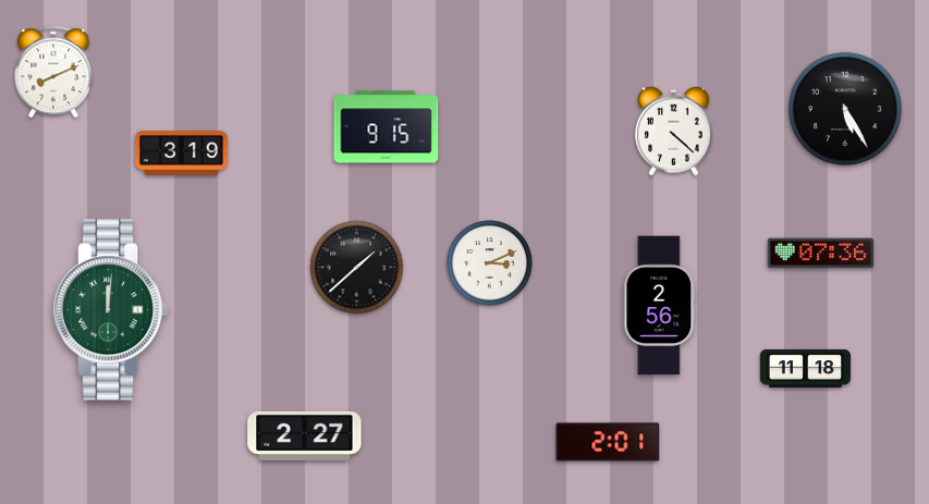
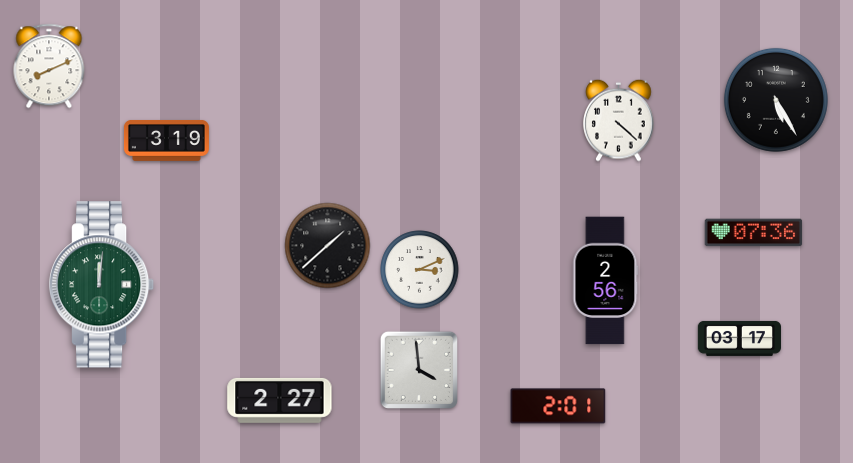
clock at (387, 127): 9:15 -> none
clock at (490, 263) position: (490, 263) -> (420, 270)
clock at (805, 368): 11:18 -> 03:17
clock at (418, 369): none -> 3:59
